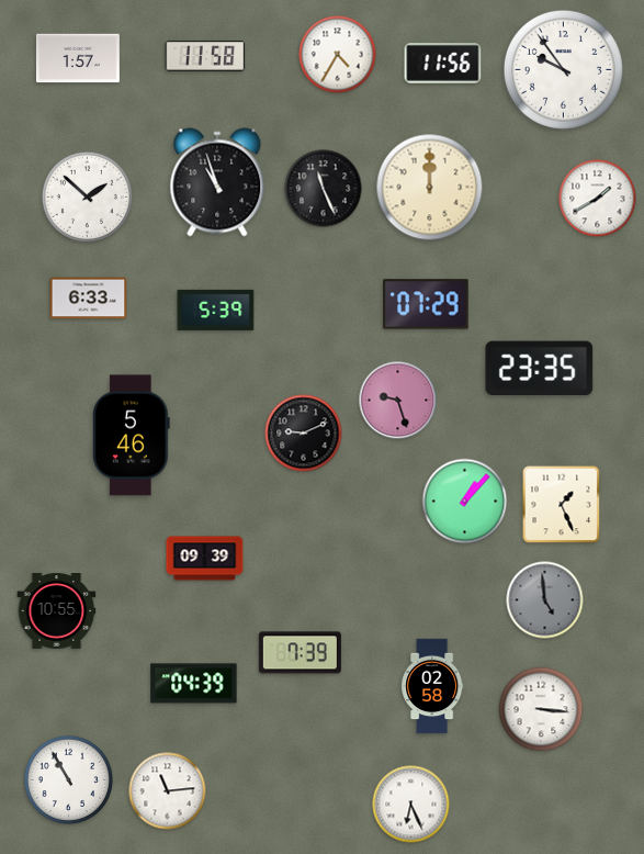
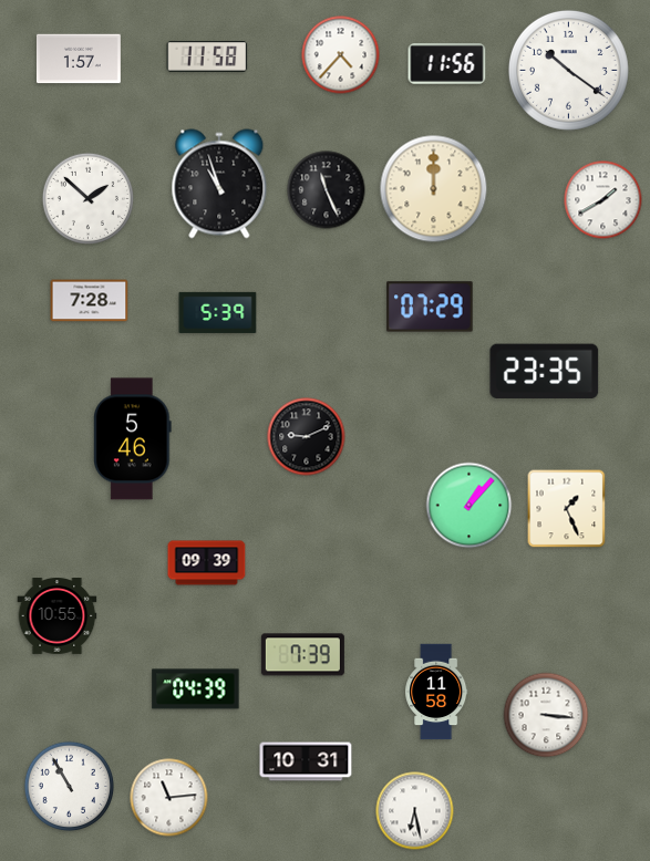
clock at (338, 55): 4:35 -> 4:37
clock at (563, 69): 9:54 -> 10:21
clock at (89, 299): 6:33 -> 7:28
clock at (398, 401): 9:27 -> none
clock at (545, 600): 4:59 -> none
clock at (300, 653) position: (300, 653) -> (302, 655)
clock at (432, 686): 02:58 -> 11:58
clock at (306, 761): none -> 10:31
clock at (411, 805): 6:26 -> 6:28
